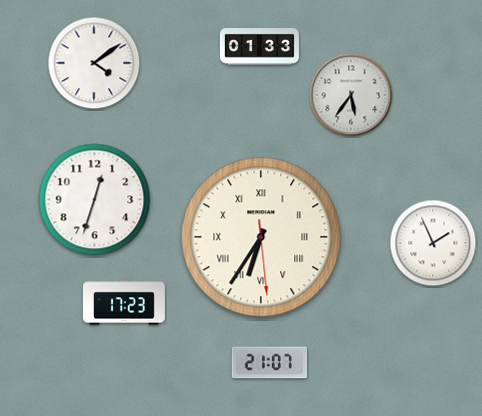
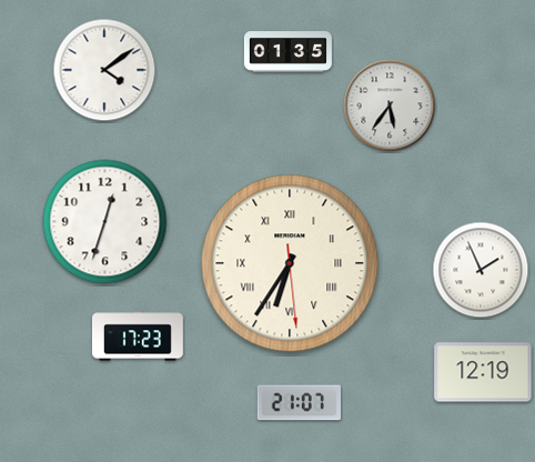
clock at (259, 47): 01:33 -> 01:35
clock at (483, 372): none -> 12:19
